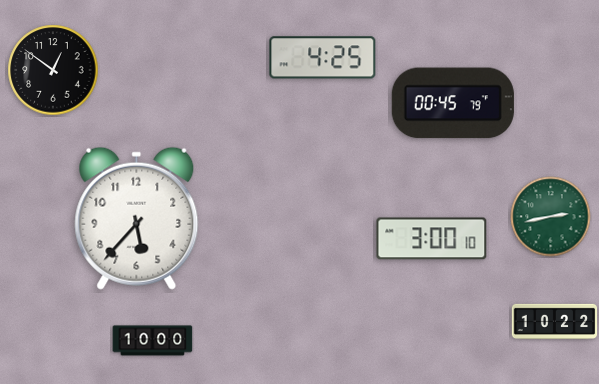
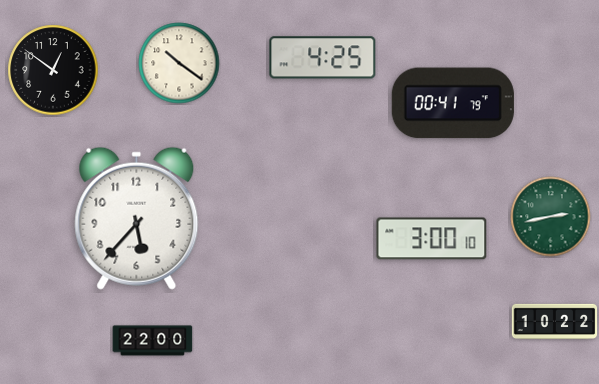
clock at (179, 63): none -> 10:21
clock at (453, 103): 00:45 -> 00:41
clock at (153, 341): 10:00 -> 22:00
